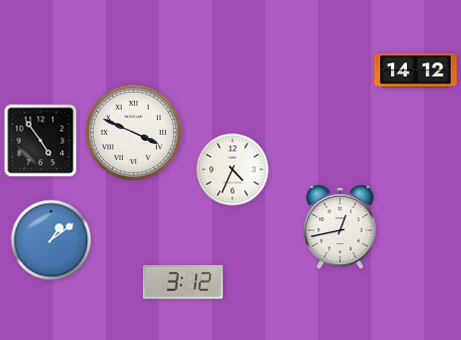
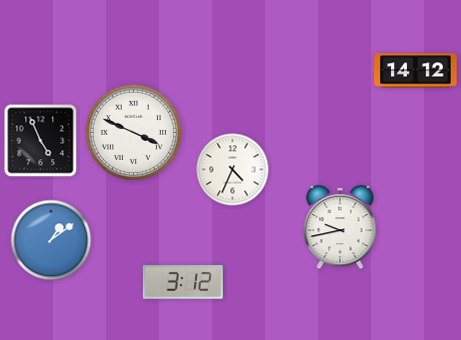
clock at (41, 141): 4:54 -> 4:56
clock at (340, 227): 12:43 -> 9:43
